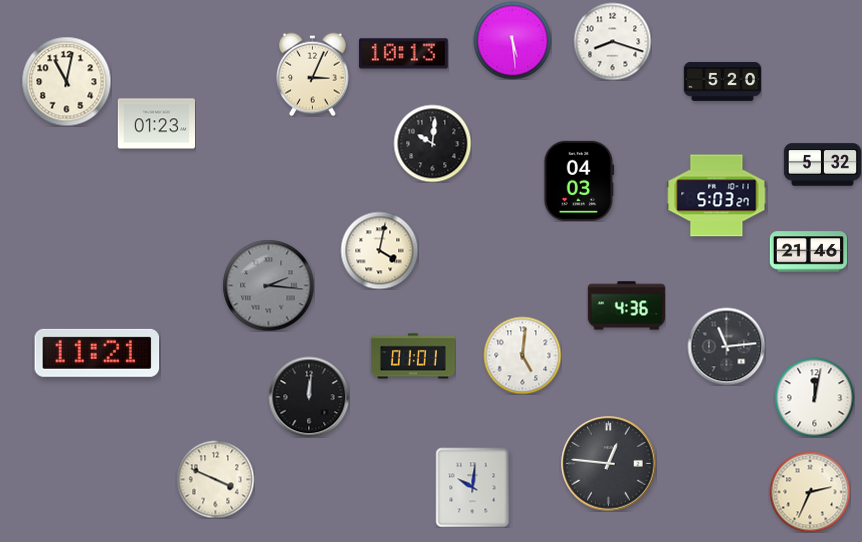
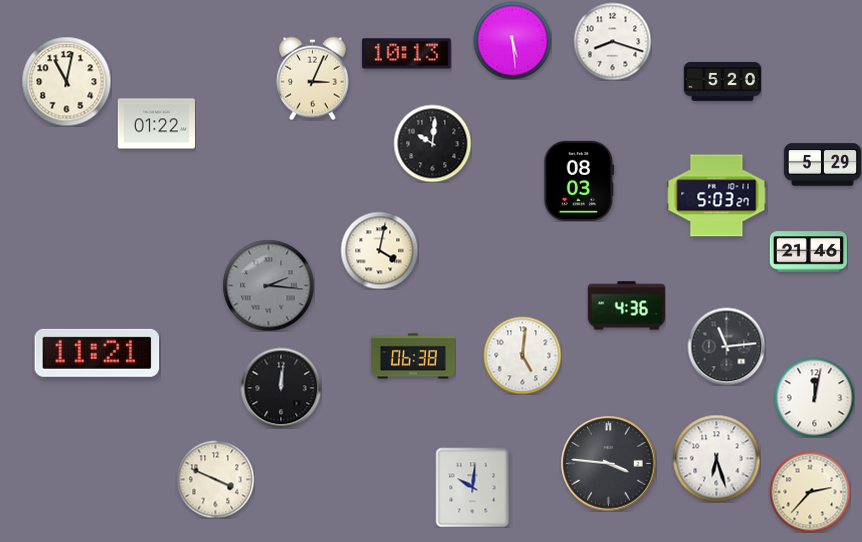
clock at (404, 54) position: (404, 54) -> (407, 54)
clock at (313, 74) position: (313, 74) -> (313, 78)
clock at (156, 124): 01:23 -> 01:22
clock at (822, 165): 5:32 -> 5:29
clock at (579, 181): 04:03 -> 08:03
clock at (413, 356): 01:01 -> 06:38
clock at (309, 397) position: (309, 397) -> (281, 388)
clock at (716, 458): none -> 6:27
clock at (609, 464): 12:46 -> 3:46
clock at (810, 492): 2:34 -> 2:37
